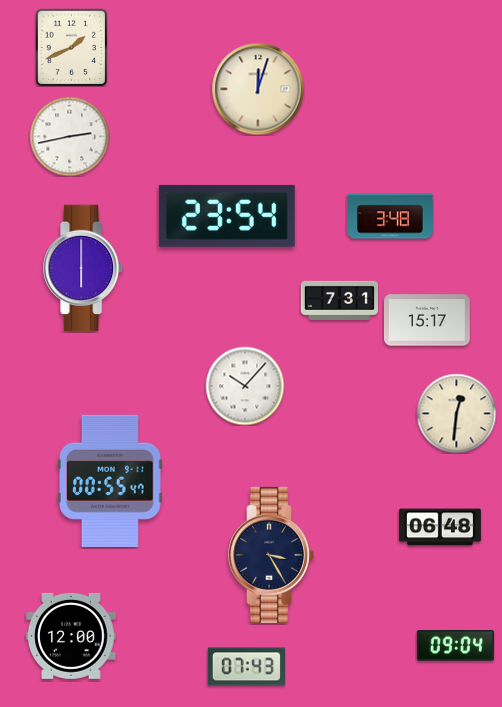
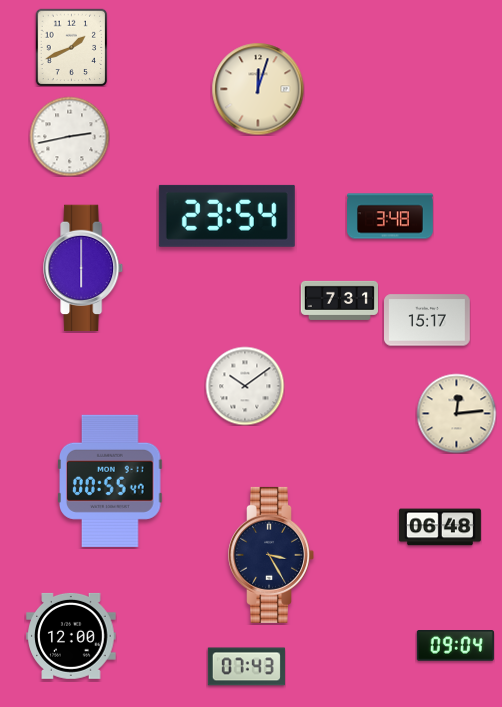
clock at (245, 386): 10:07 -> 10:09
clock at (456, 413): 12:31 -> 12:14
